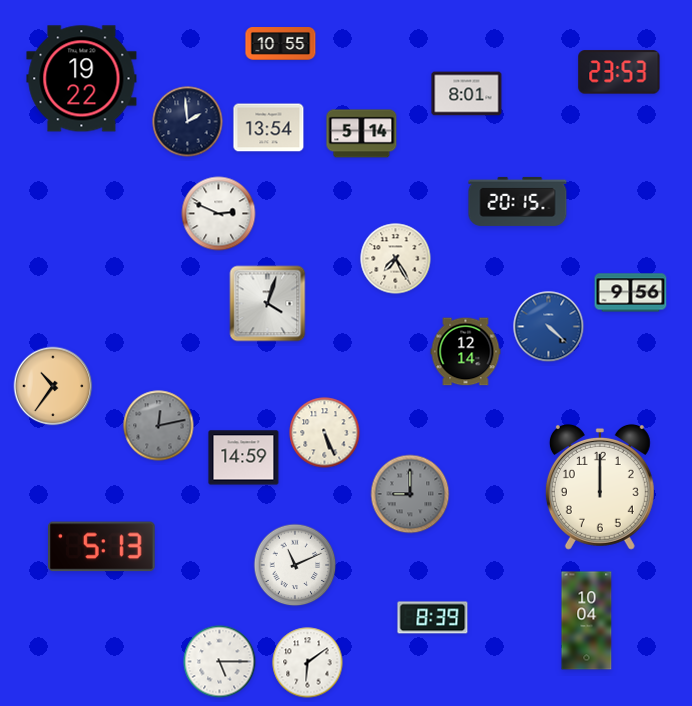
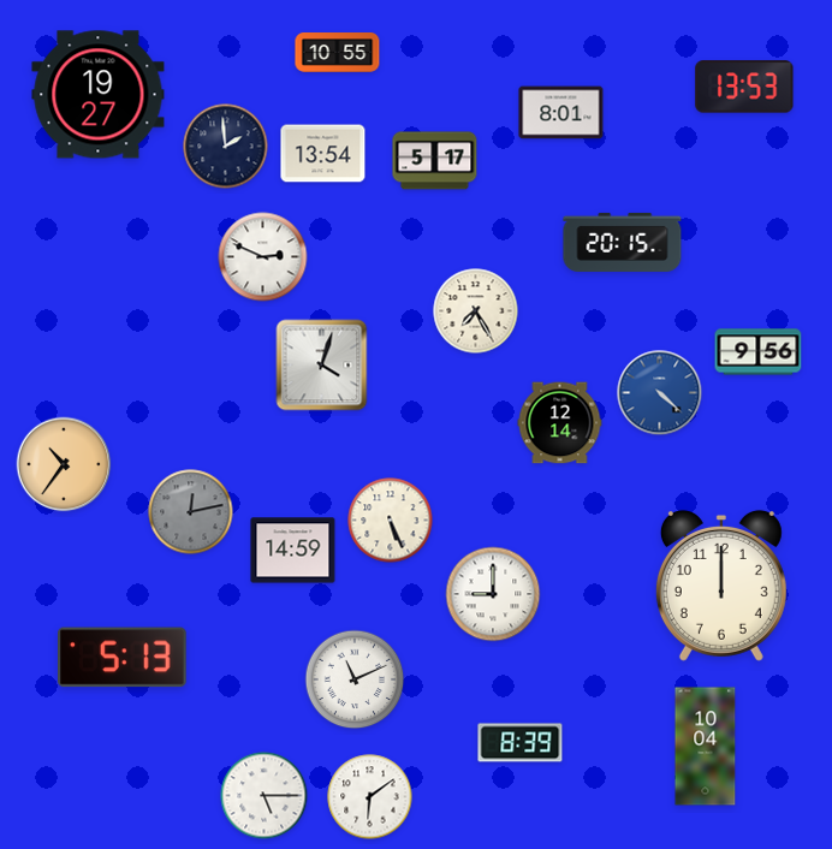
clock at (619, 72): 23:53 -> 13:53
clock at (82, 79): 19:22 -> 19:27
clock at (362, 134): 5:14 -> 5:17
clock at (410, 494) dial: grey -> white
